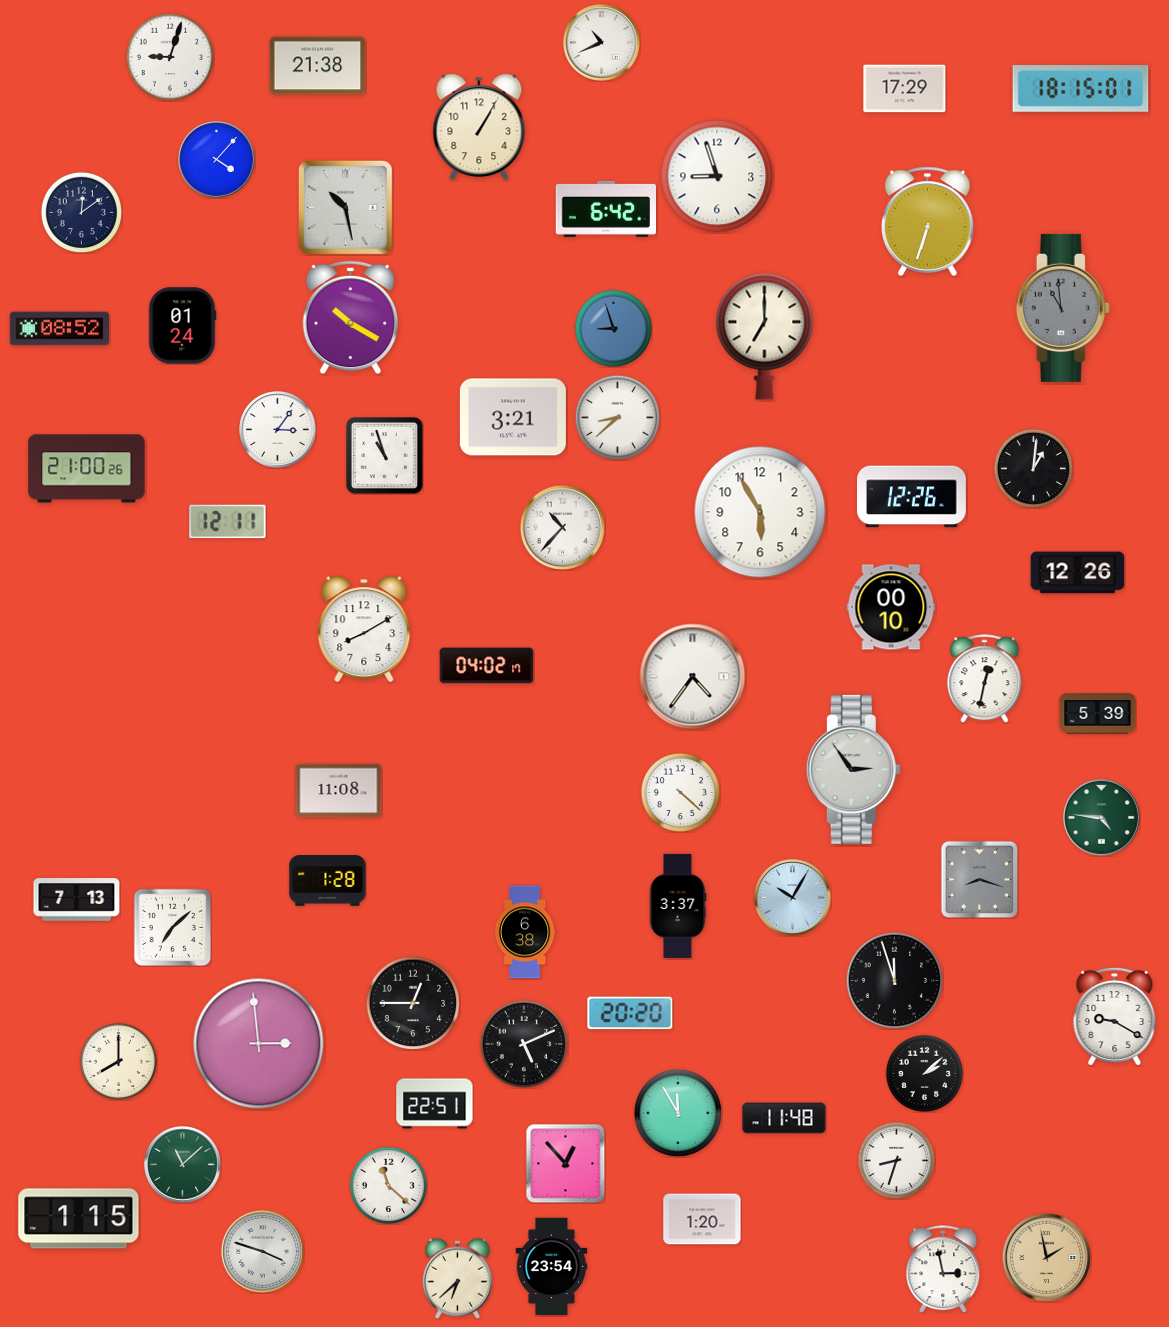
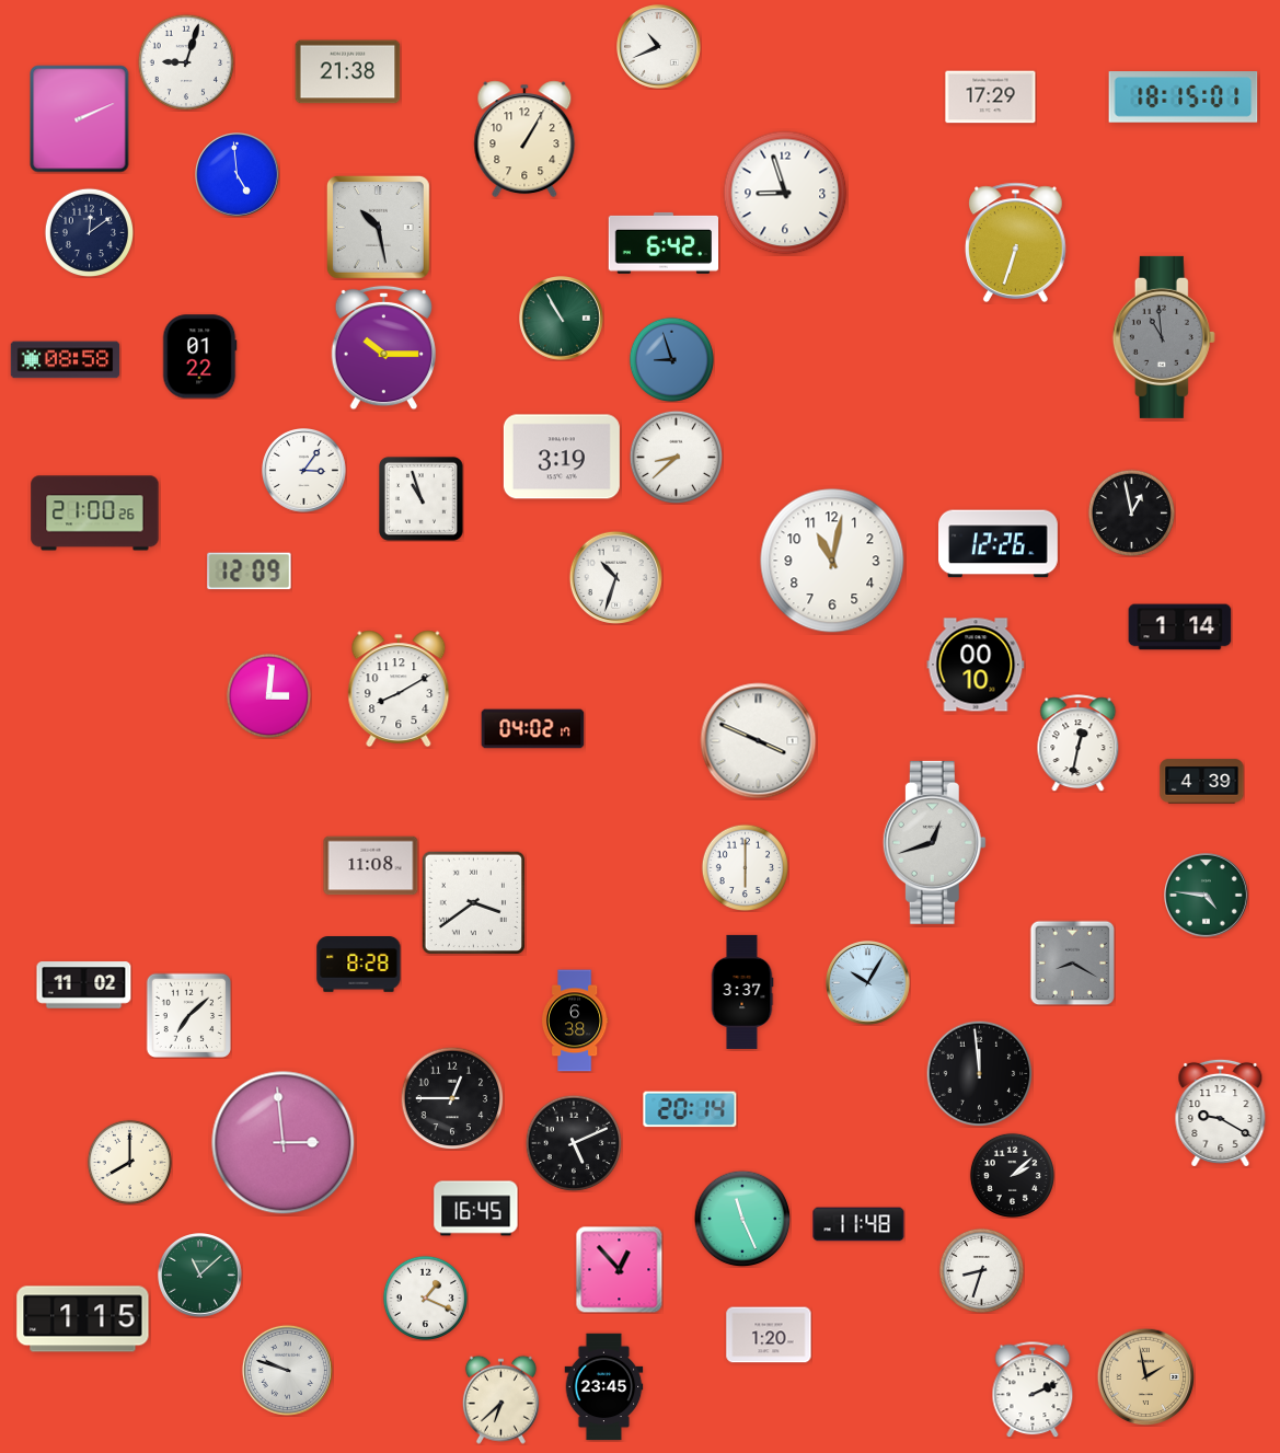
clock at (80, 119): none -> 2:11
clock at (217, 160): 4:07 -> 4:59
clock at (605, 209) position: (605, 209) -> (662, 243)
clock at (562, 319): none -> 10:55
clock at (351, 318): 10:20 -> 10:15
clock at (182, 326): 01:24 -> 01:22
clock at (60, 329): 08:52 -> 08:58
clock at (765, 336): 7:00 -> none
clock at (513, 417): 3:21 -> 3:19
clock at (1033, 468): 1:01 -> 12:58
clock at (760, 512): 5:55 -> 11:02
clock at (228, 522): 12:11 -> 12:09
clock at (562, 527): 10:37 -> 10:33
clock at (1078, 573): 12:26 -> 1:14
clock at (268, 695): none -> 3:01
clock at (693, 677): 4:36 -> 3:49
clock at (1098, 714): 5:39 -> 4:39
clock at (853, 769): 2:54 -> 12:42
clock at (680, 792): 4:22 -> 6:00
clock at (473, 902): none -> 3:39
clock at (979, 879): 8:18 -> 8:20
clock at (328, 881): 1:28 -> 8:28
clock at (77, 900): 7:13 -> 11:02
clock at (894, 980): 11:57 -> 11:59
clock at (630, 1013): 20:20 -> 20:14
clock at (435, 1104): 22:51 -> 16:45
clock at (678, 1113): 11:55 -> 11:26
clock at (565, 1163) position: (565, 1163) -> (619, 1269)
clock at (388, 1185): 11:22 -> 1:19
clock at (79, 1219) position: (79, 1219) -> (83, 1319)
clock at (262, 1251): 3:48 -> 9:48
clock at (552, 1267): 23:54 -> 23:45
clock at (943, 1269): 2:58 -> 2:11
